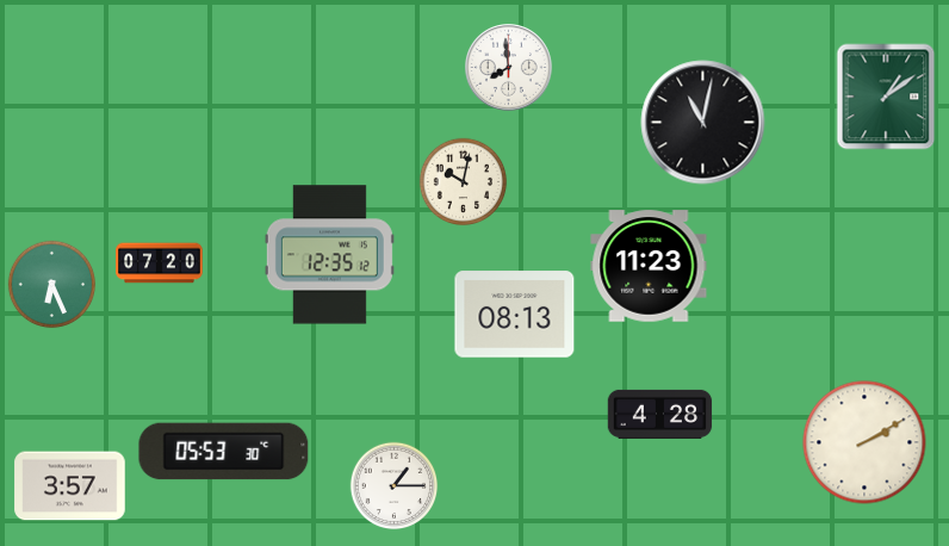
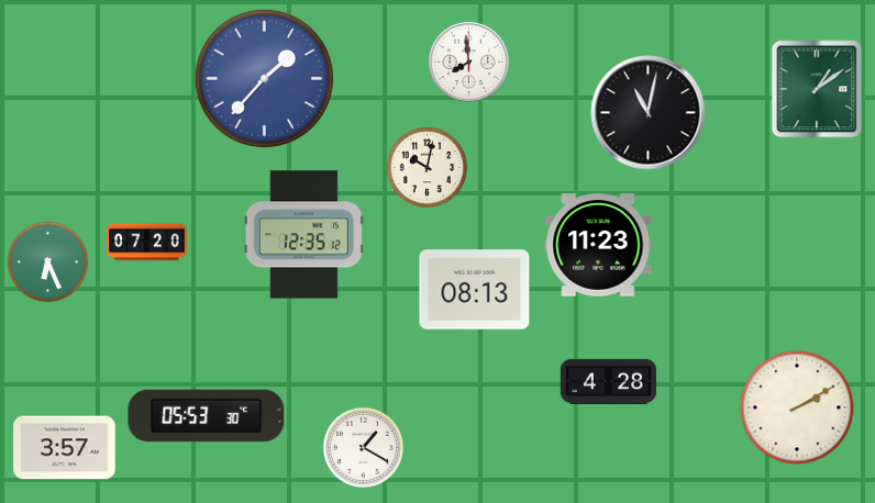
clock at (264, 78): none -> 1:37
clock at (395, 486): 1:15 -> 1:20
